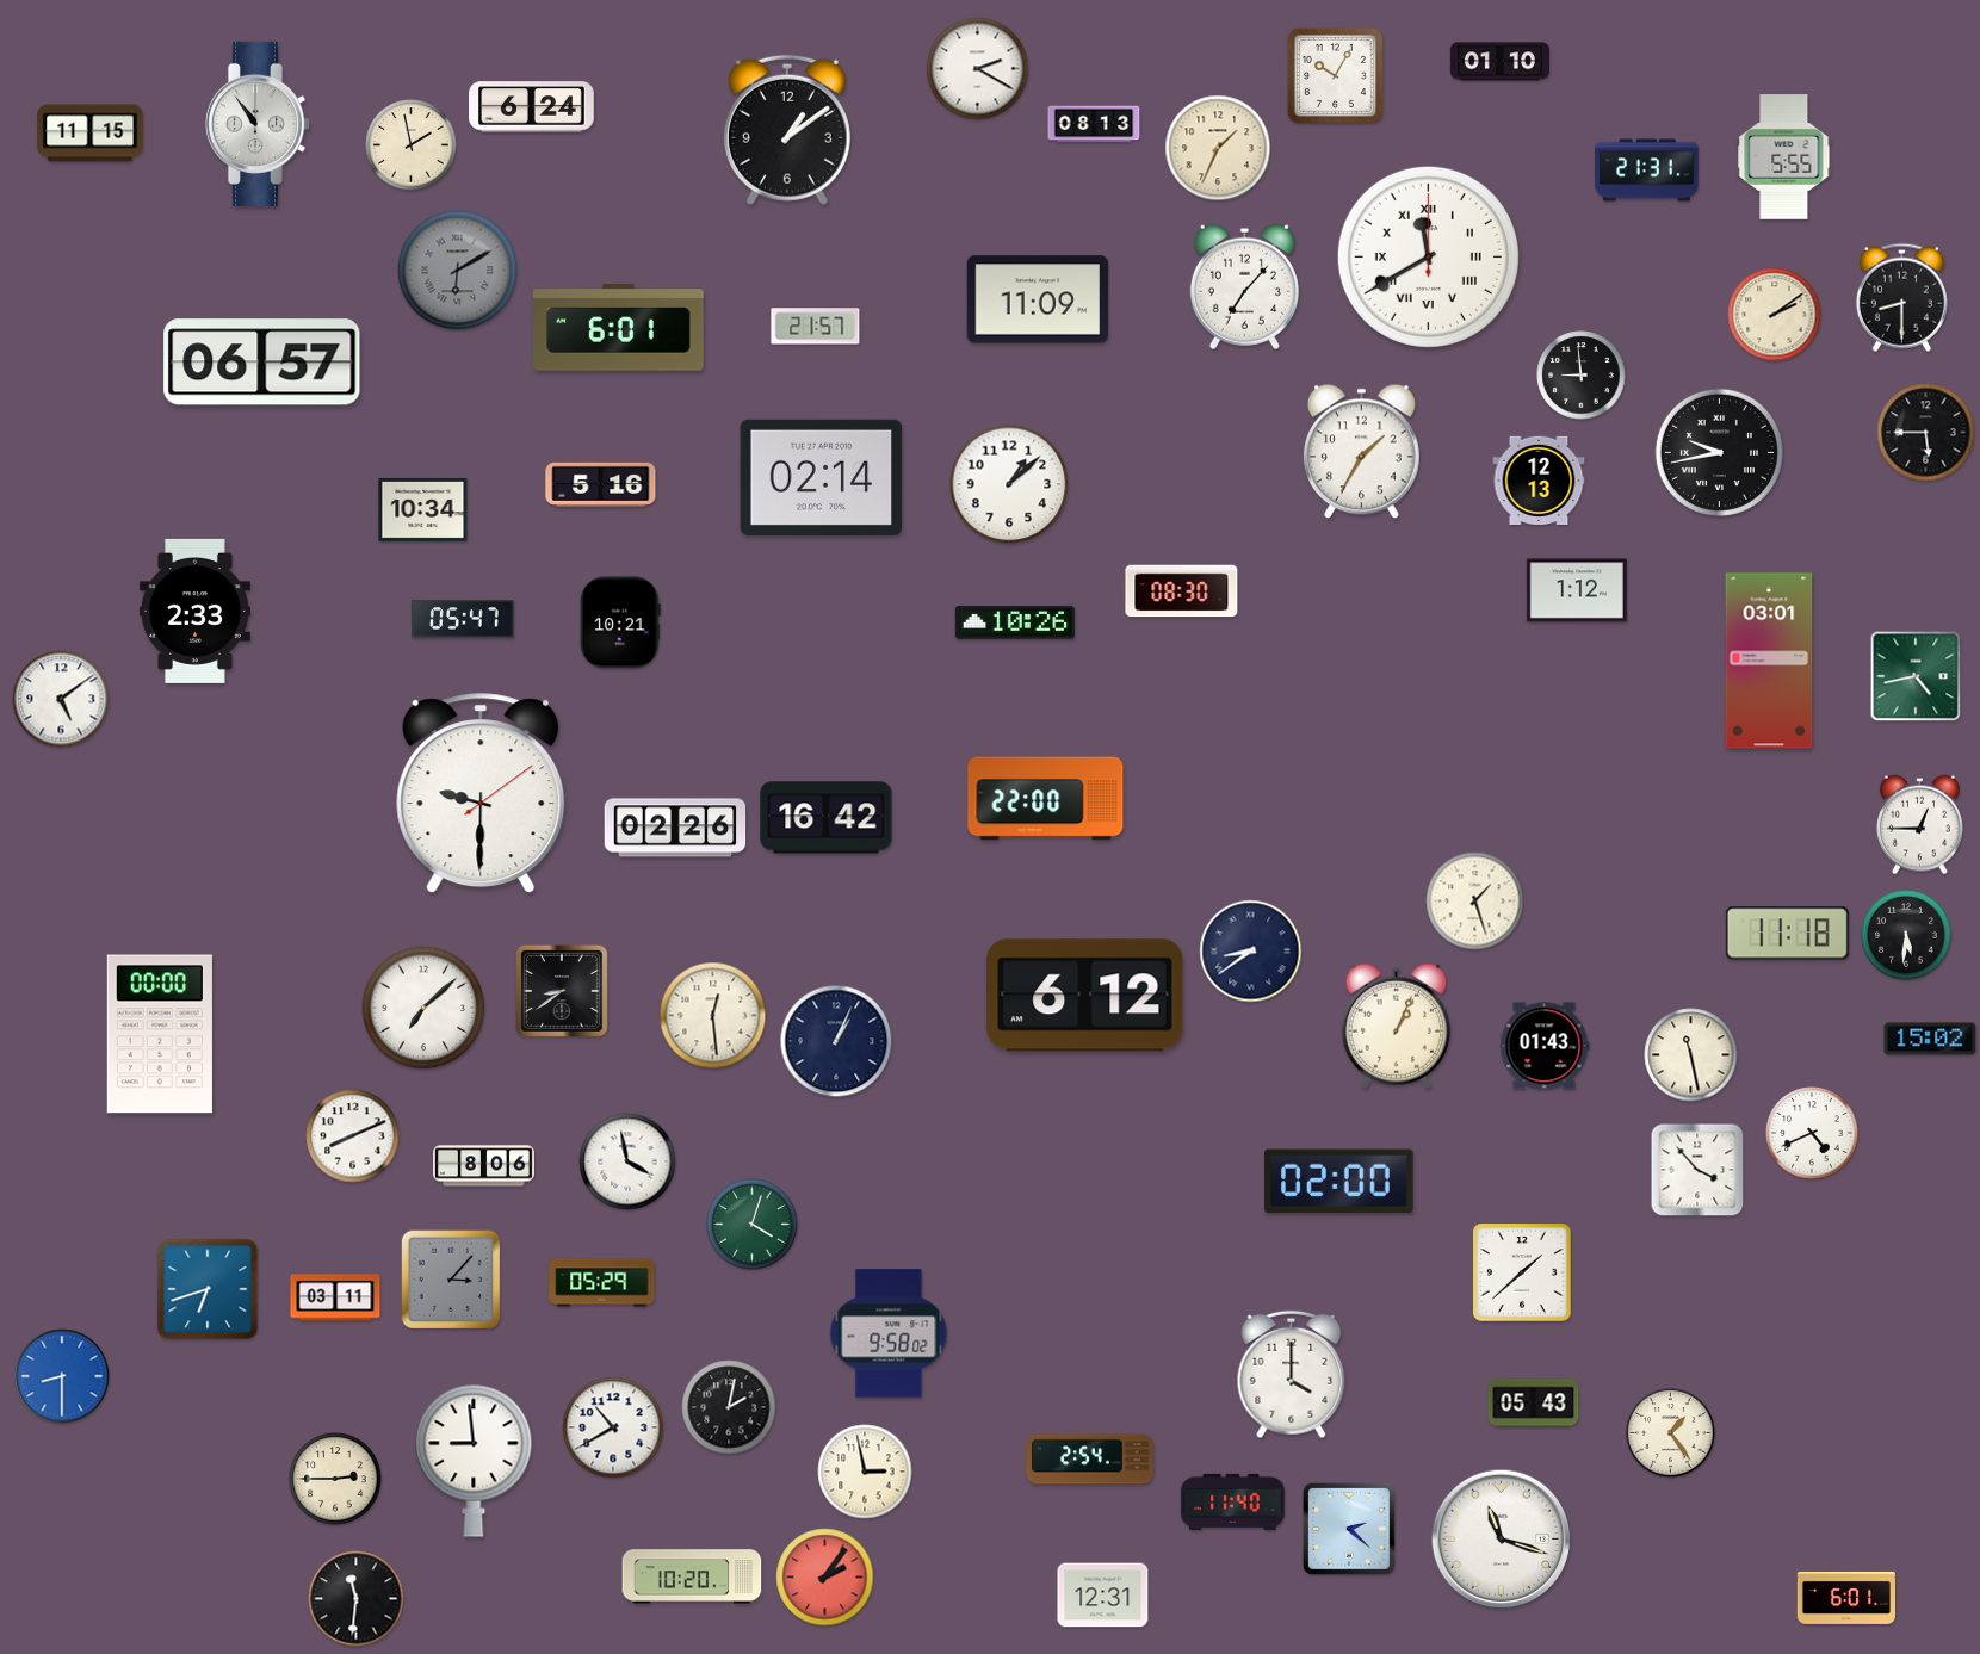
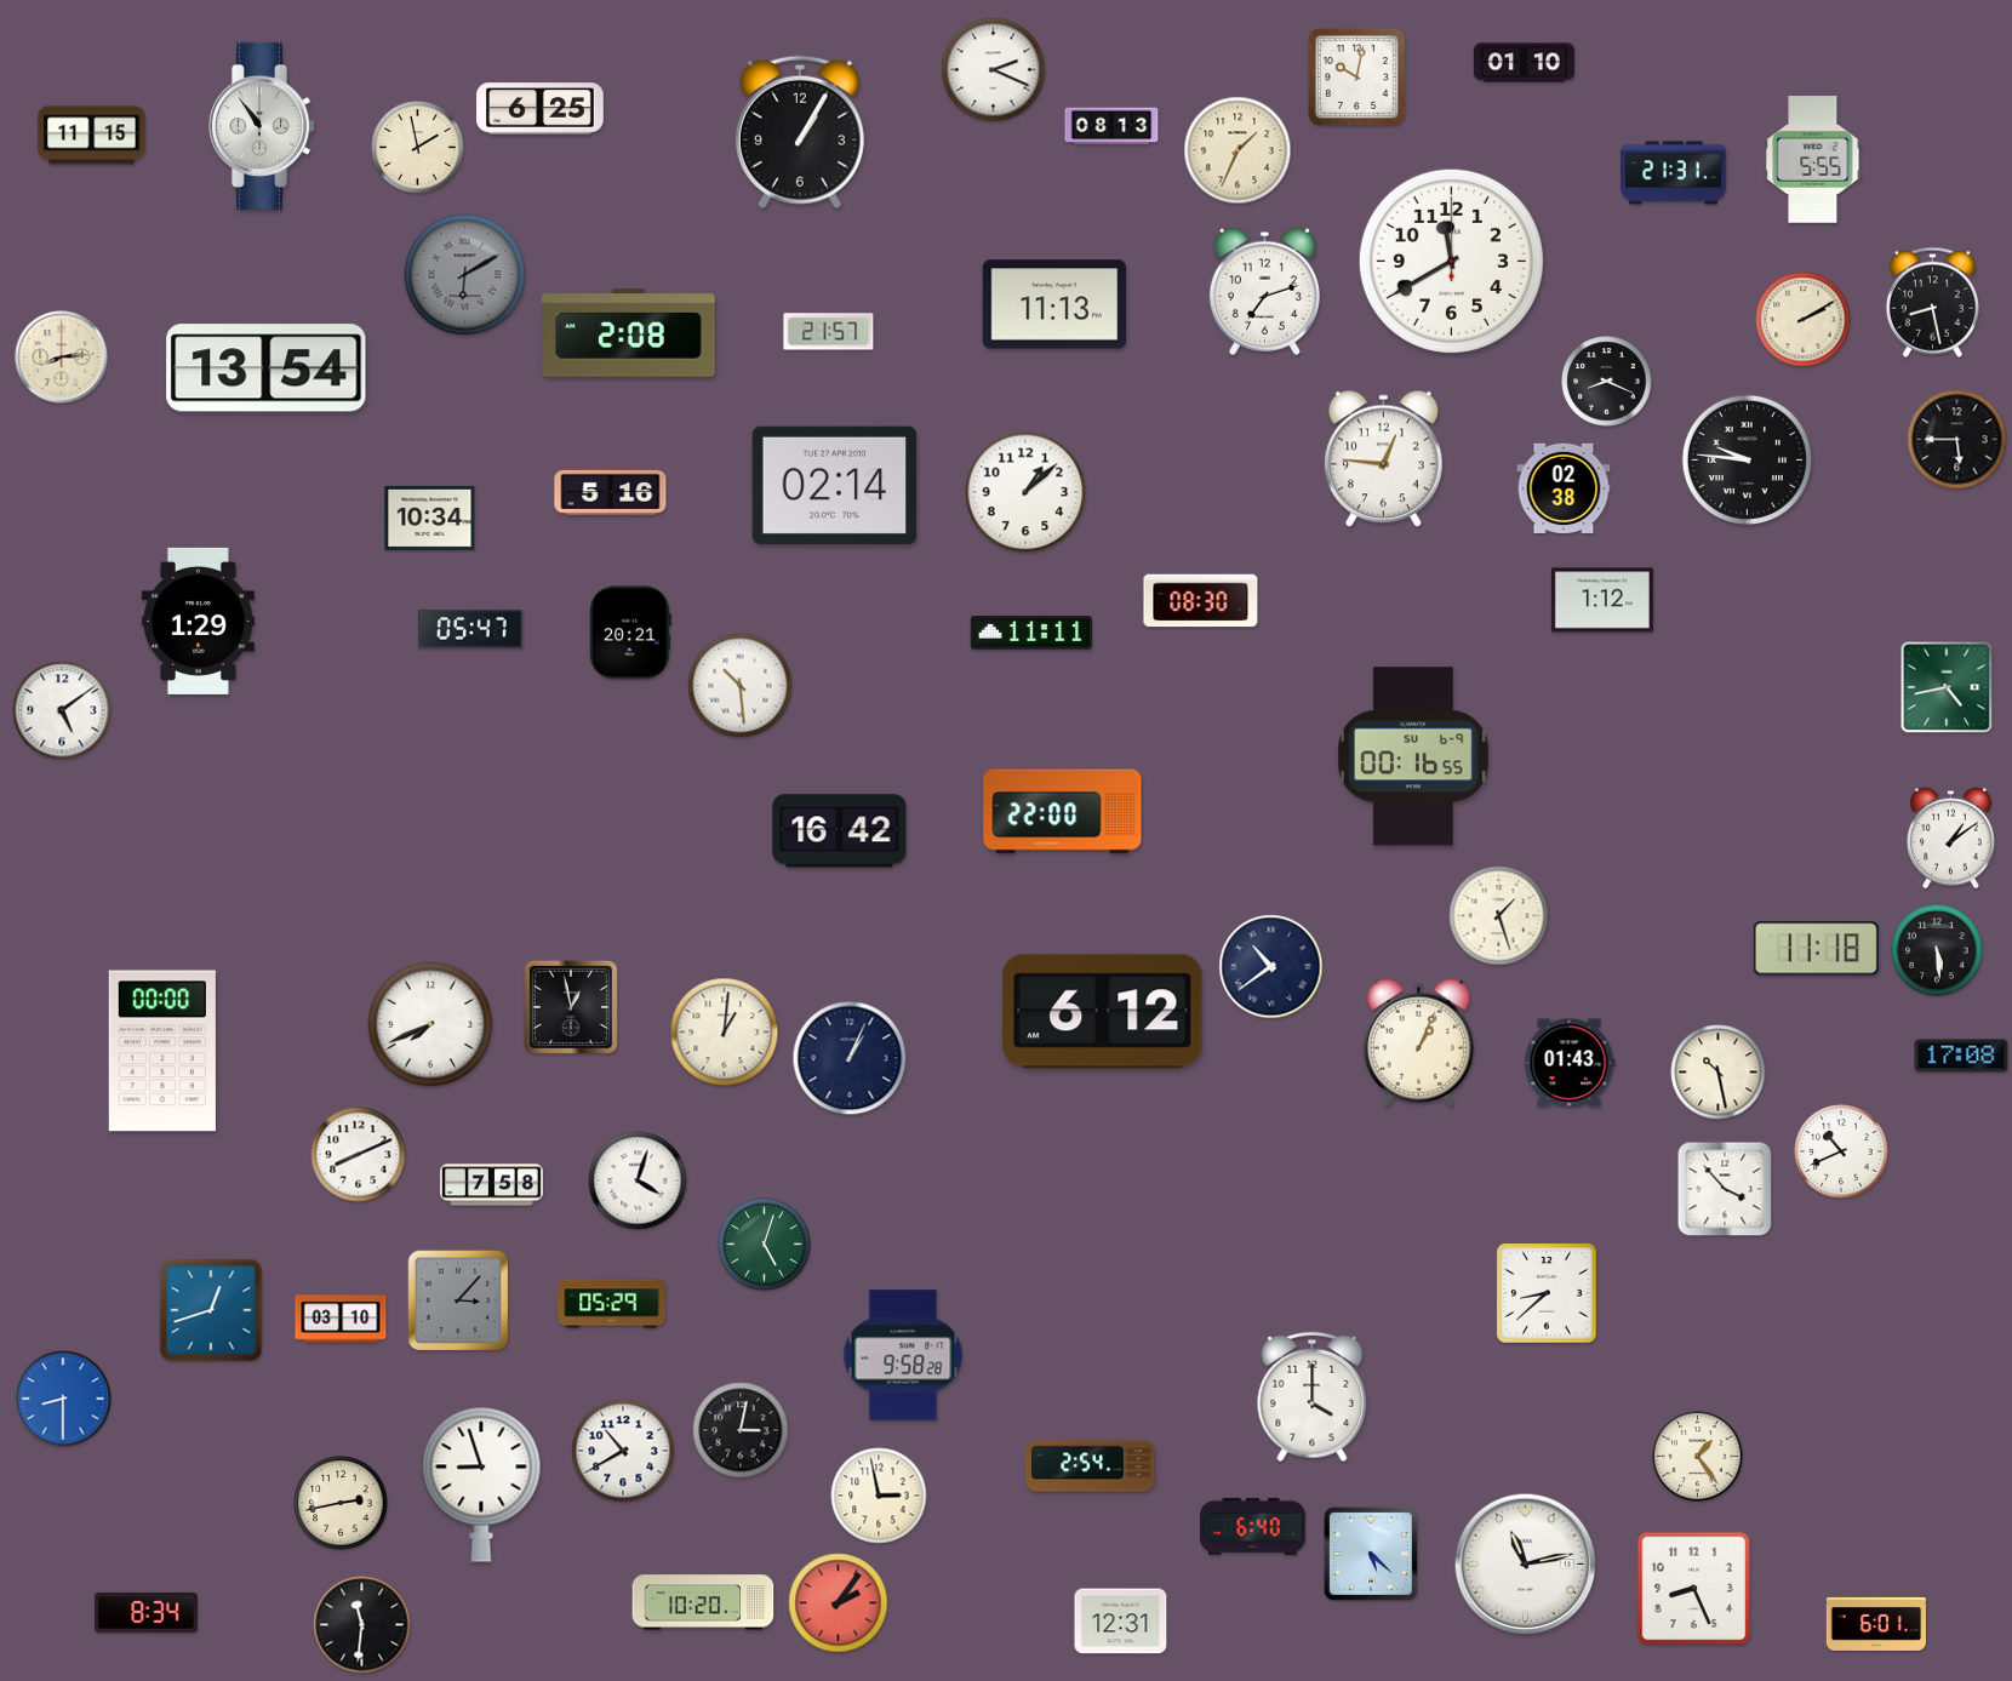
clock at (978, 69): 2:20 -> 2:19
clock at (1335, 75): 10:05 -> 10:02
clock at (532, 107): 6:24 -> 6:25
clock at (787, 130): 1:09 -> 1:05
clock at (1428, 256) numerals: Roman -> Arabic
clock at (1244, 286): 7:07 -> 7:12
clock at (1901, 297): 8:30 -> 8:28
clock at (1038, 299): 11:09 -> 11:13
clock at (1775, 315): 2:09 -> 2:10
clock at (619, 328): 6:01 -> 2:08
clock at (62, 358): none -> 8:14
clock at (262, 363): 06:57 -> 13:54
clock at (1582, 376): 8:59 -> 8:19
clock at (1362, 452): 1:35 -> 12:46
clock at (1719, 452): 9:43 -> 9:46
clock at (1539, 481): 12:13 -> 02:38
clock at (194, 611): 2:33 -> 1:29
clock at (620, 622): 10:21 -> 20:21
clock at (1014, 622): 10:26 -> 11:11
clock at (1769, 661): 03:01 -> none
clock at (741, 686): none -> 10:29
clock at (1413, 756): none -> 00:16
clock at (481, 794): 9:30 -> none
clock at (1919, 825): 12:45 -> 1:09
clock at (675, 828): 02:26 -> none
clock at (1906, 935): 5:31 -> 5:29
clock at (1251, 952): 8:39 -> 10:39
clock at (562, 991): 8:39 -> 12:58
clock at (423, 1008): 7:08 -> 7:41
clock at (713, 1016): 12:29 -> 1:01
clock at (1930, 1039): 15:02 -> 17:08
clock at (1691, 1055): 11:28 -> 10:28
clock at (1812, 1133): 4:41 -> 10:41
clock at (627, 1161): 3:58 -> 4:03
clock at (484, 1166): 8:06 -> 7:58
clock at (1339, 1182): 02:00 -> none
clock at (753, 1225): 4:03 -> 5:03
clock at (1522, 1272): 1:38 -> 8:38
clock at (208, 1289): 6:42 -> 12:42
clock at (335, 1297): 03:11 -> 03:10
clock at (889, 1333): 9:58:02 -> 9:58:28
clock at (1534, 1404): 05:43 -> none
clock at (729, 1407): 2:02 -> 3:02
clock at (1090, 1460) position: (1090, 1460) -> (1091, 1466)
clock at (474, 1461): 8:59 -> 8:57
clock at (335, 1479): 2:45 -> 2:43
clock at (1233, 1501): 11:40 -> 6:40
clock at (1349, 1529): 2:22 -> 5:22
clock at (1502, 1540): 11:18 -> 11:13
clock at (1694, 1589): none -> 8:26
clock at (145, 1612): none -> 8:34
